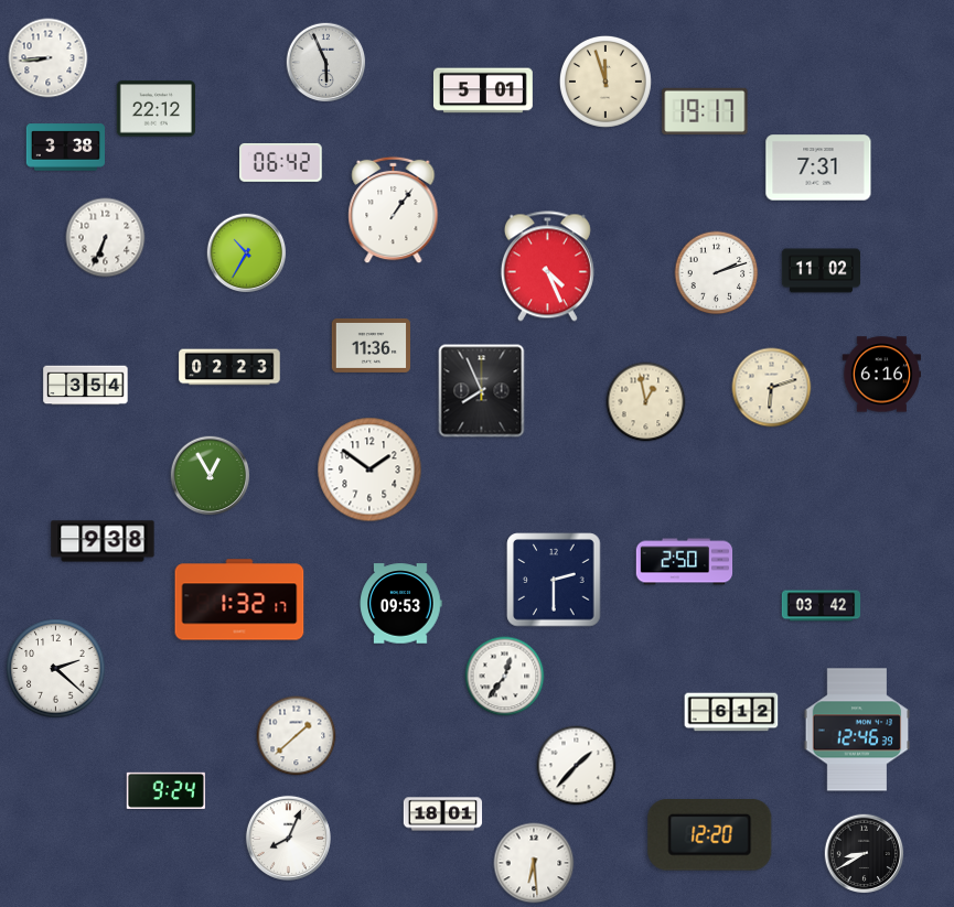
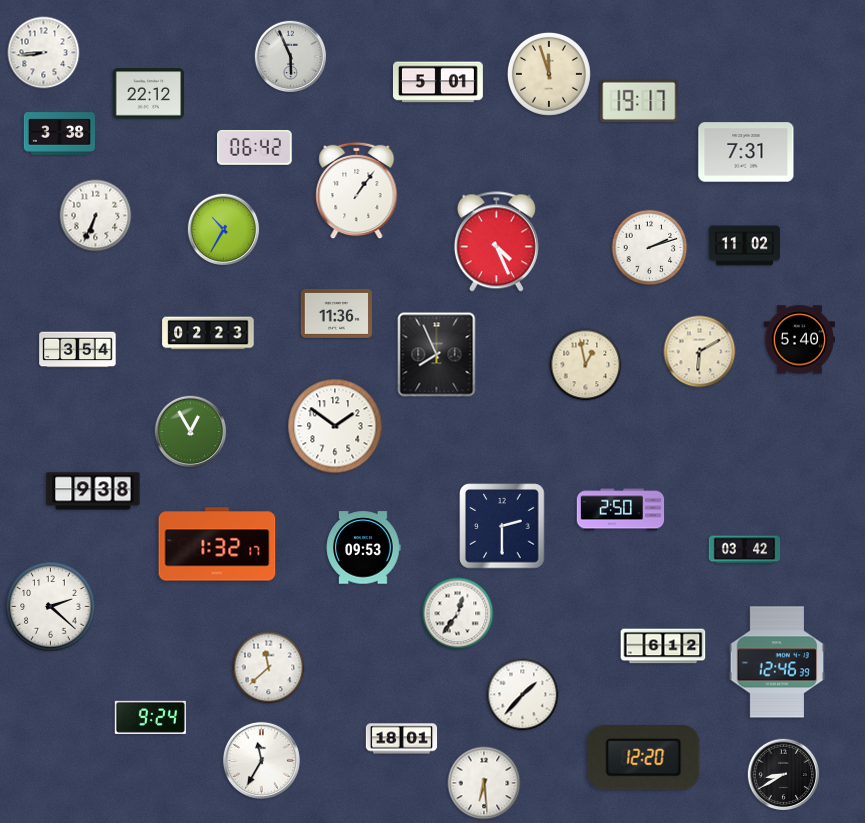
clock at (326, 63) position: (326, 63) -> (291, 57)
clock at (156, 109) position: (156, 109) -> (148, 94)
clock at (818, 168) position: (818, 168) -> (746, 152)
clock at (881, 375): 6:16 -> 5:40
clock at (772, 388): 6:12 -> 6:10
clock at (297, 736): 1:38 -> 11:38
clock at (288, 838): 8:04 -> 11:35
